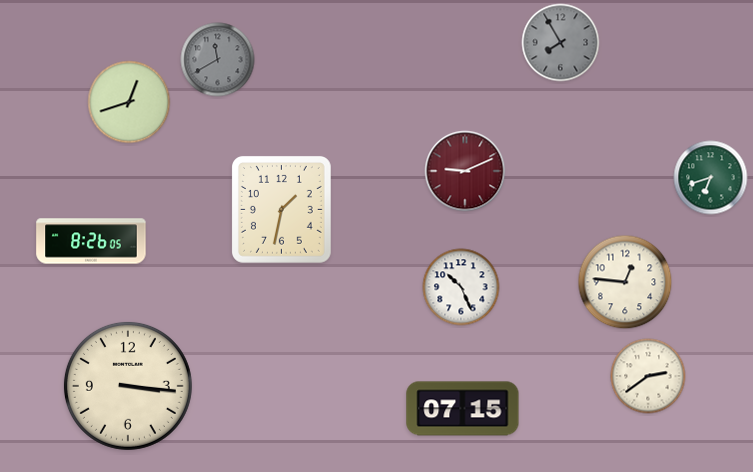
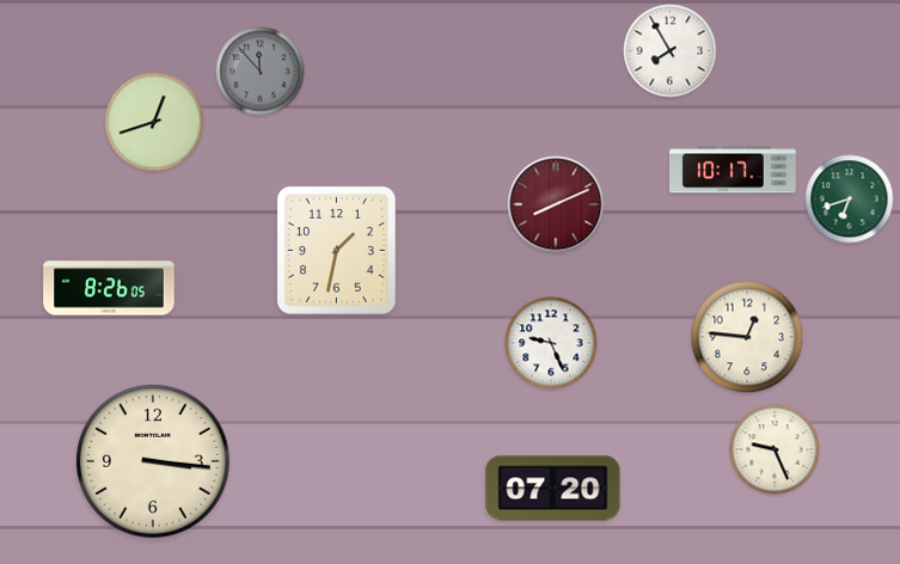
clock at (561, 43) dial: grey -> white
clock at (218, 60): 11:40 -> 11:53
clock at (733, 170): none -> 10:17
clock at (465, 171): 9:11 -> 8:11
clock at (711, 178) position: (711, 178) -> (850, 200)
clock at (461, 287): 10:26 -> 9:26
clock at (648, 376): 2:39 -> 9:26
clock at (463, 409): 07:15 -> 07:20
